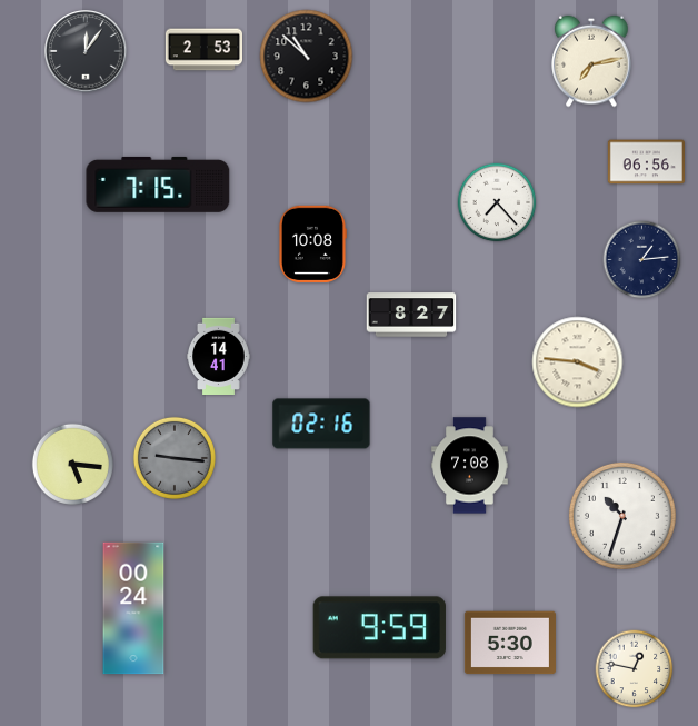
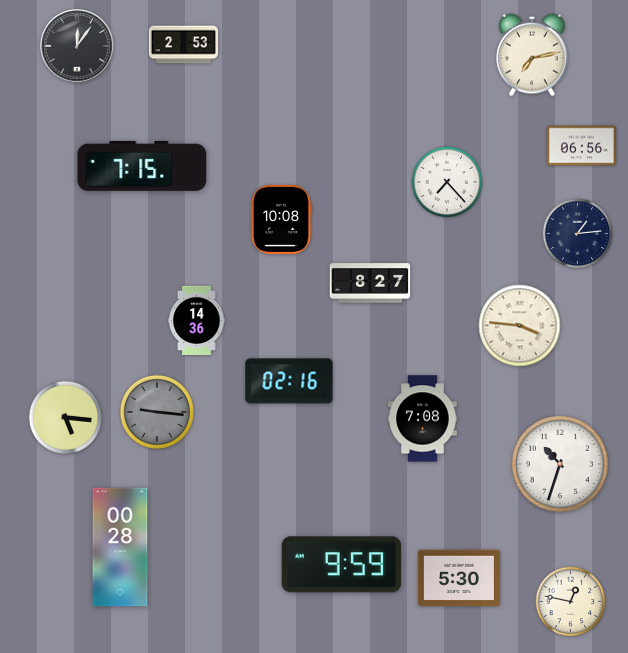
clock at (307, 57): 10:52 -> none
clock at (219, 356): 14:41 -> 14:36
clock at (133, 608): 00:24 -> 00:28
